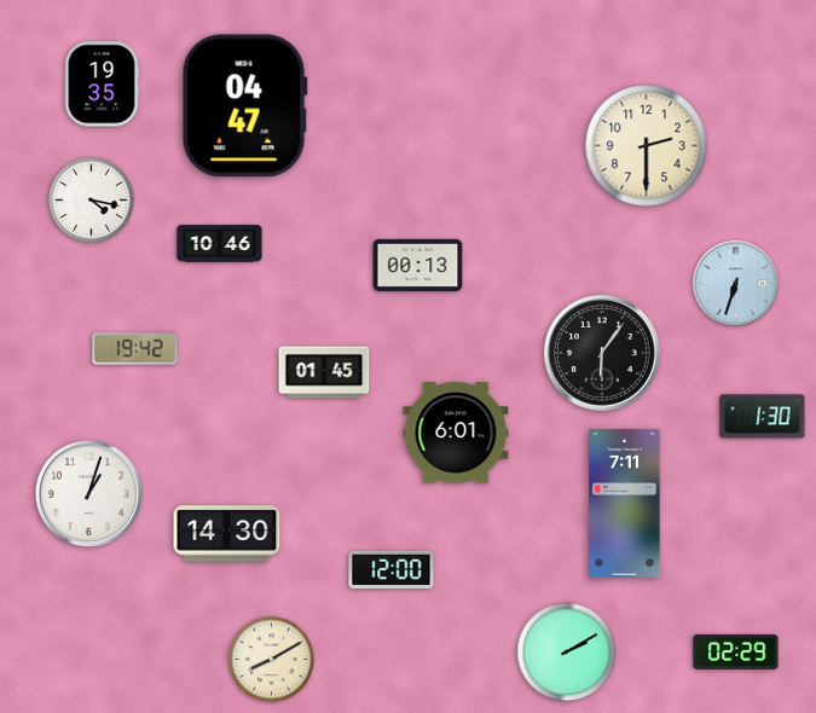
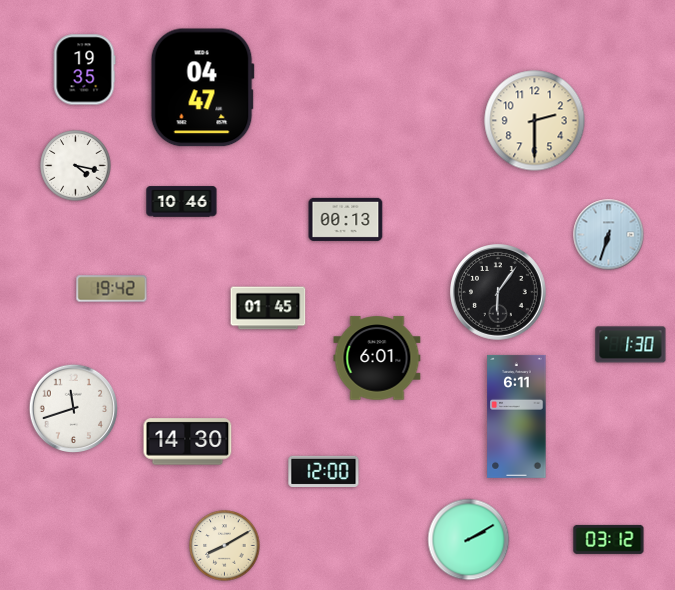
clock at (89, 494): 1:03 -> 11:42
clock at (625, 503): 7:11 -> 6:11
clock at (736, 651): 02:29 -> 03:12
